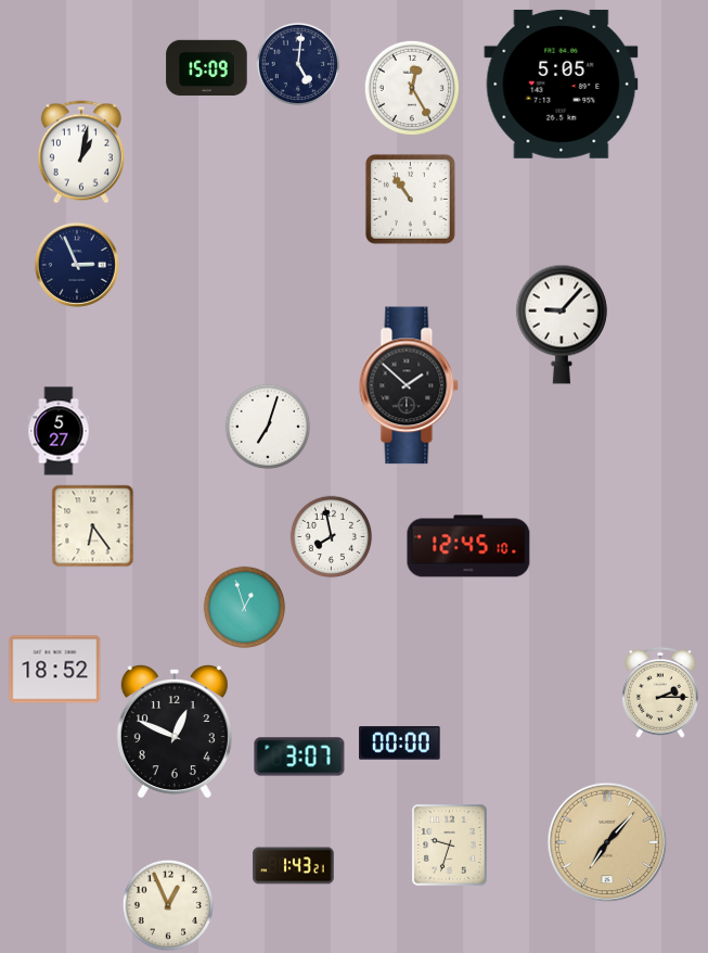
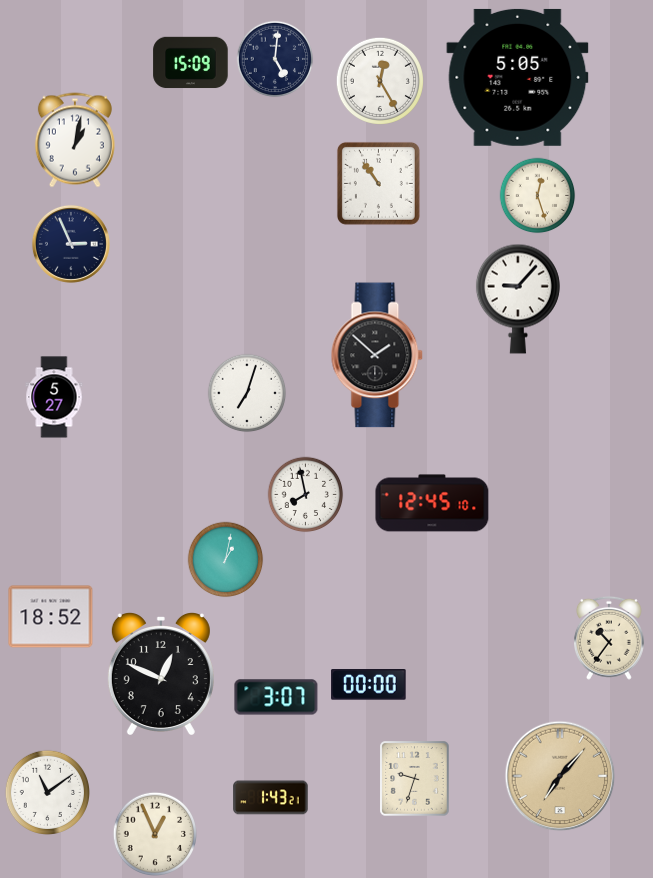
clock at (538, 196): none -> 12:27
clock at (93, 526): 6:24 -> none
clock at (245, 608): 12:57 -> 1:02
clock at (661, 692): 2:15 -> 10:36
clock at (47, 792): none -> 11:09
